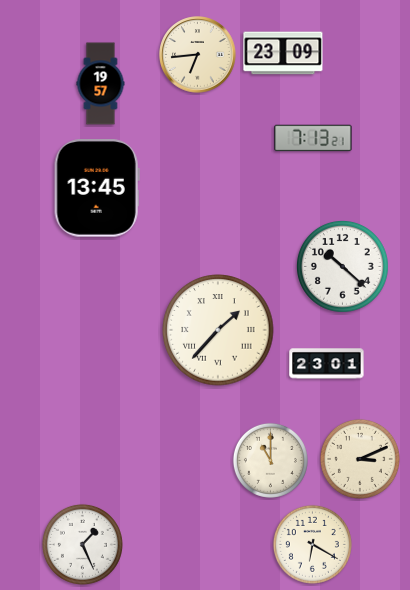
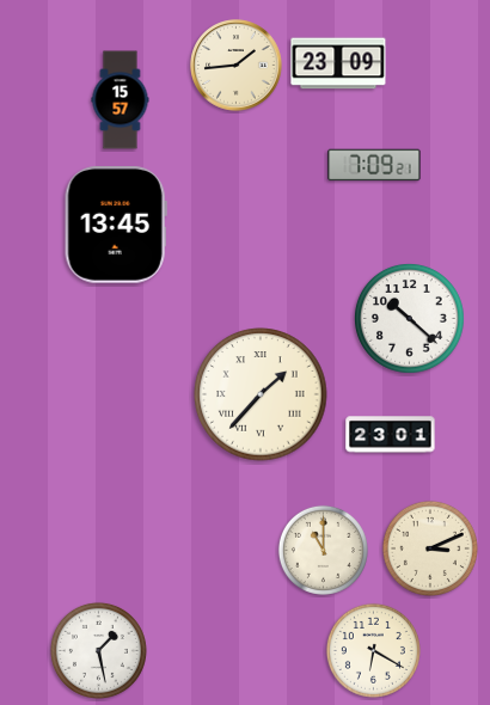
clock at (198, 55): 6:44 -> 1:44
clock at (101, 84): 19:57 -> 15:57
clock at (313, 138): 7:13 -> 7:09
clock at (82, 544): 1:26 -> 1:28
